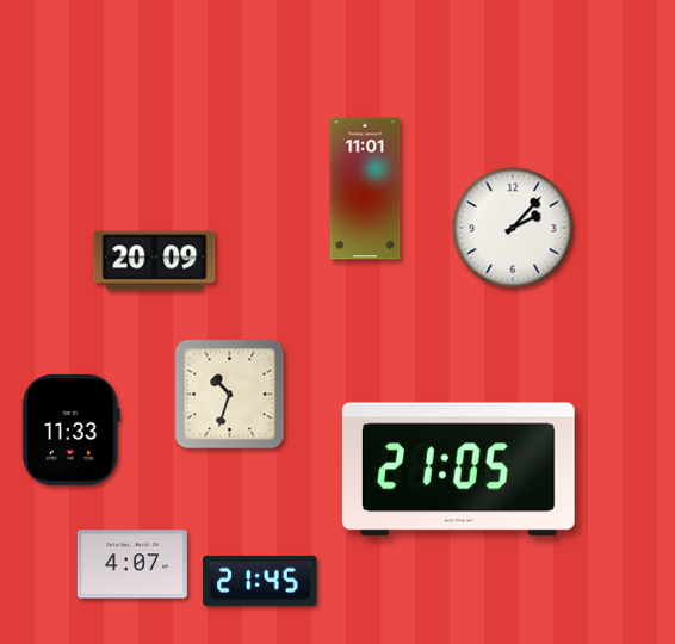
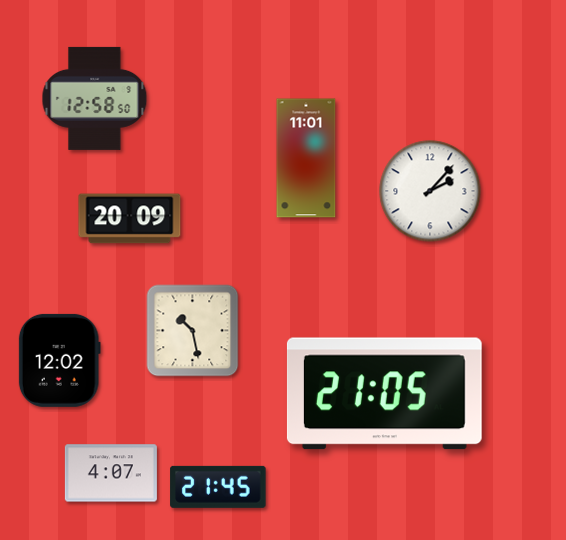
clock at (95, 98): none -> 12:58
clock at (230, 395): 10:33 -> 10:28
clock at (70, 429): 11:33 -> 12:02
